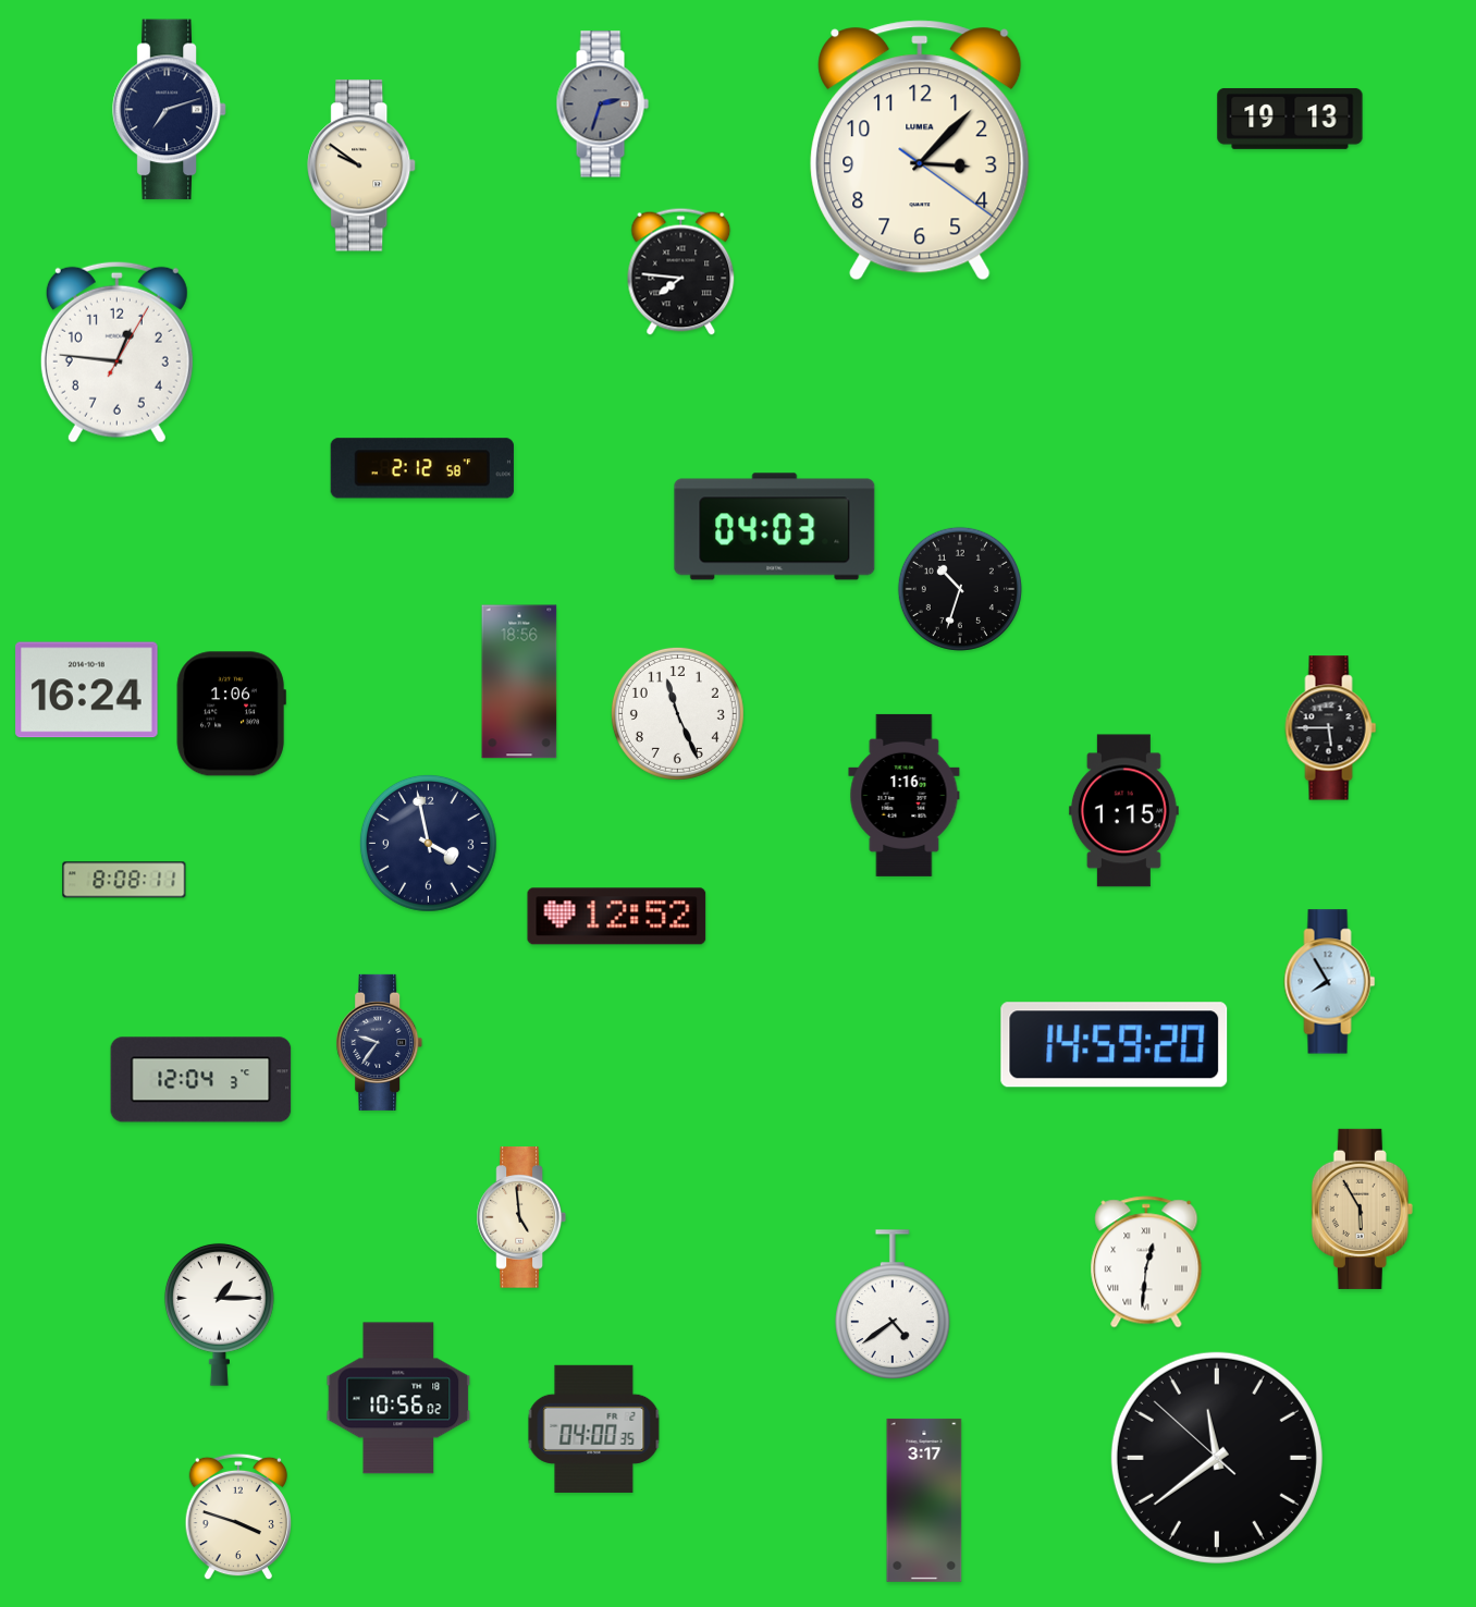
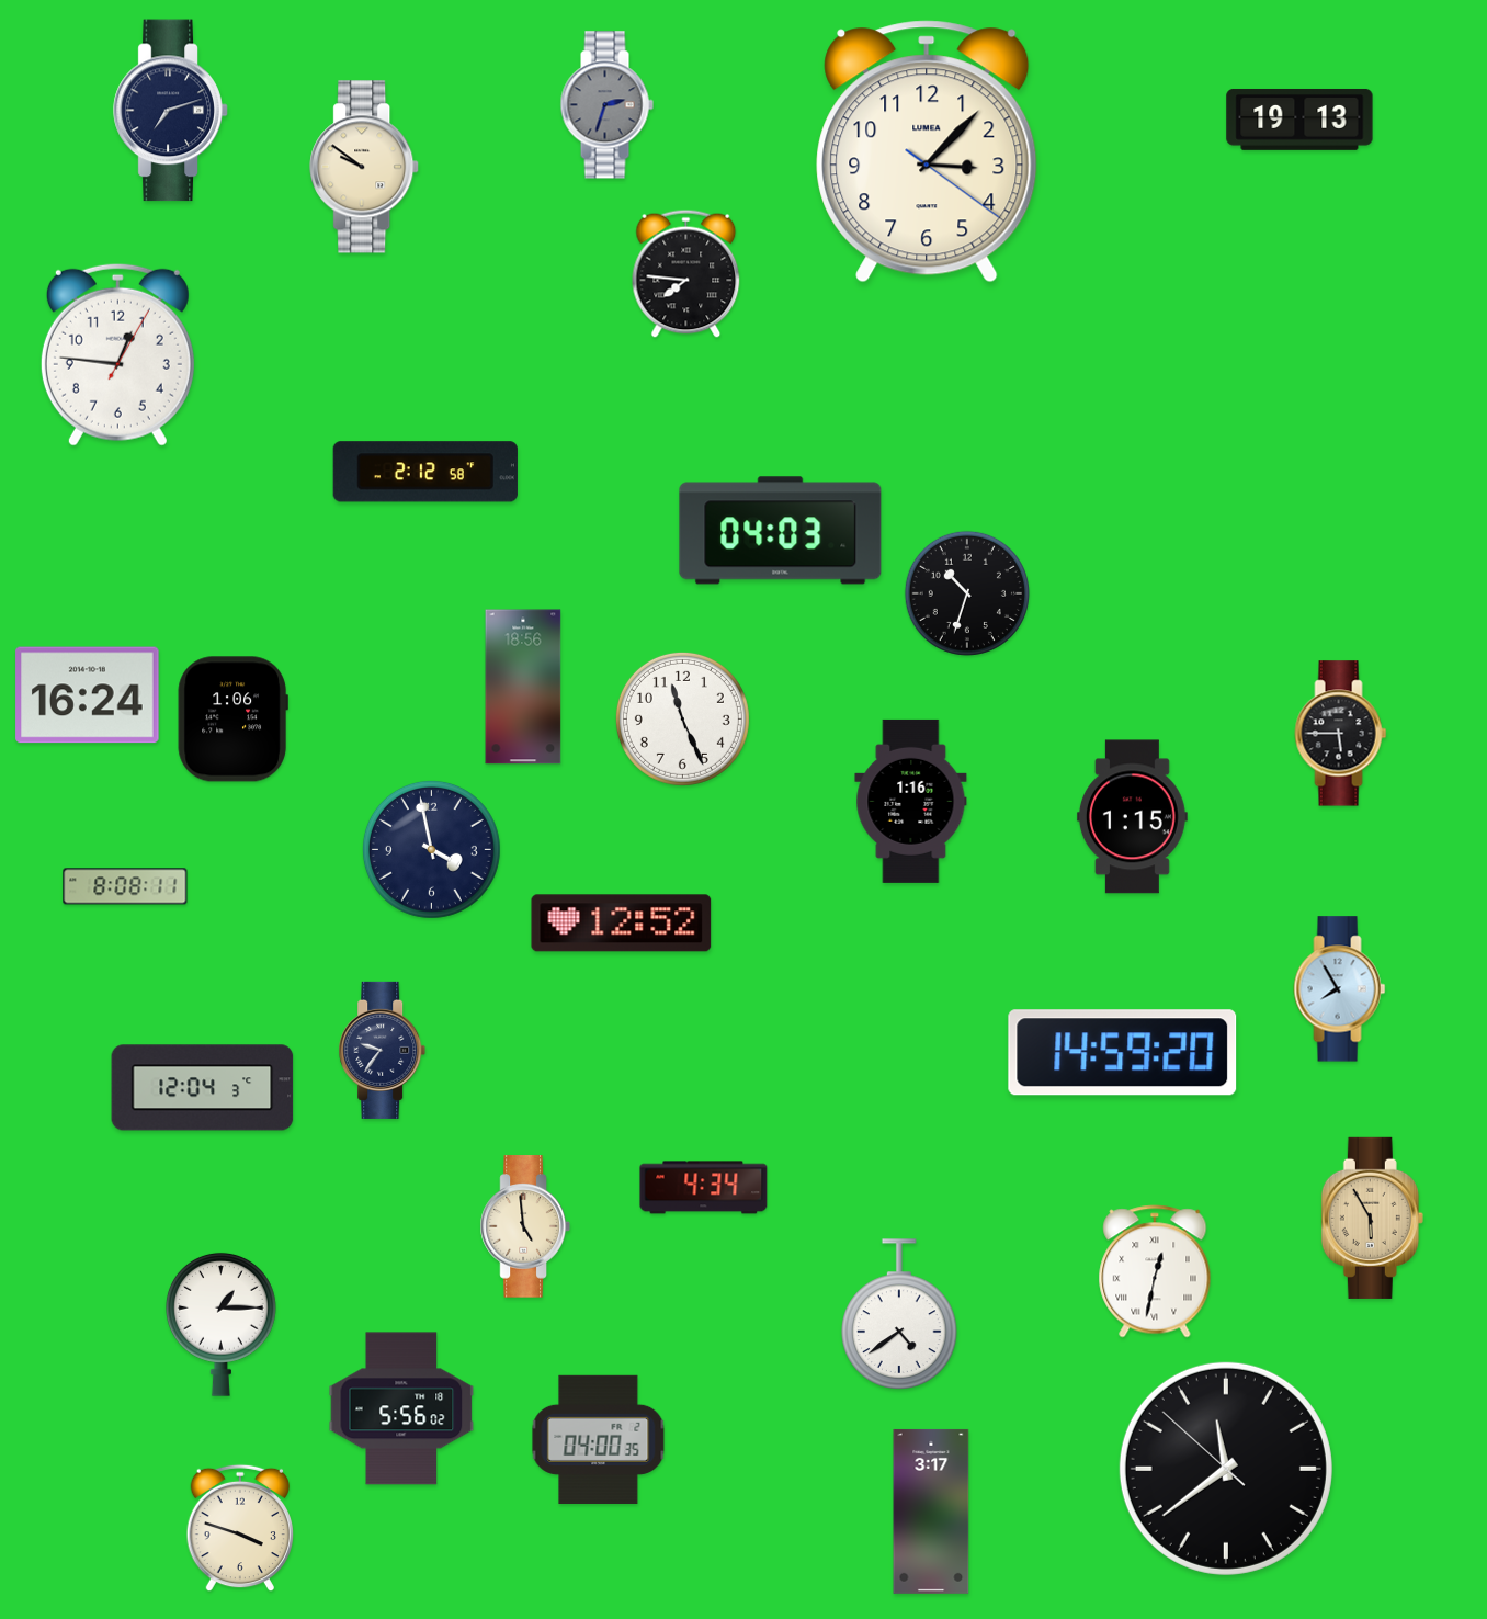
clock at (704, 1188): none -> 4:34
clock at (1146, 1262): 12:31 -> 12:32
clock at (398, 1398): 10:56 -> 5:56
